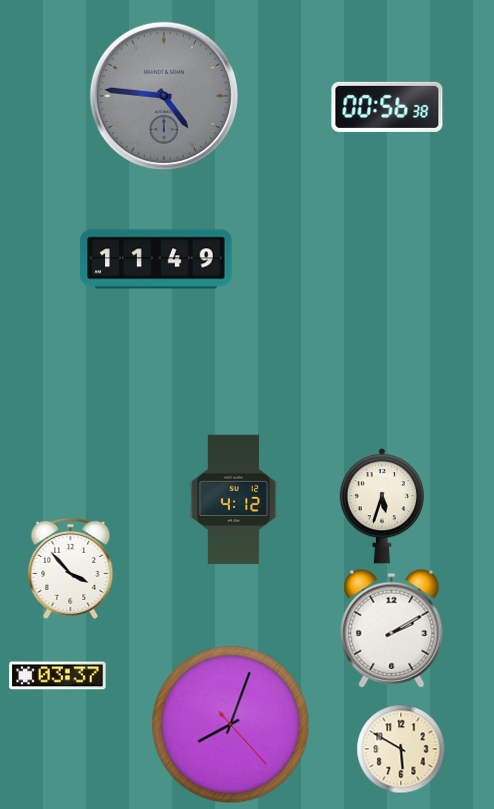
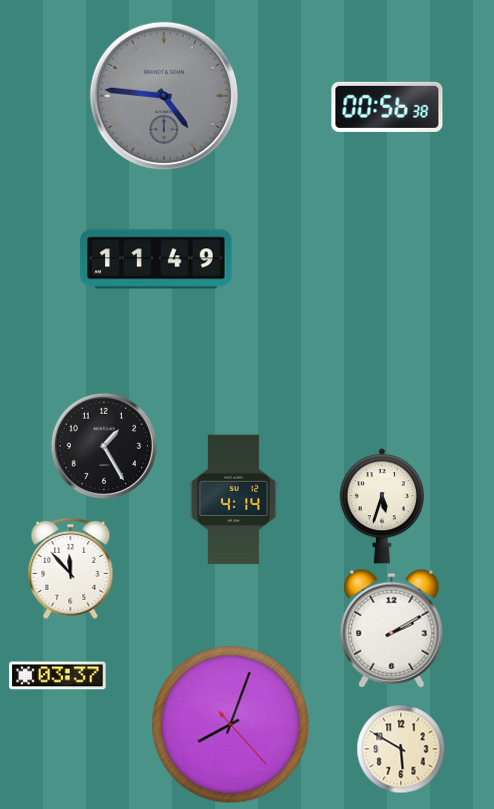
clock at (104, 446): none -> 1:25
clock at (234, 500): 4:12 -> 4:14
clock at (71, 568): 3:53 -> 11:53
